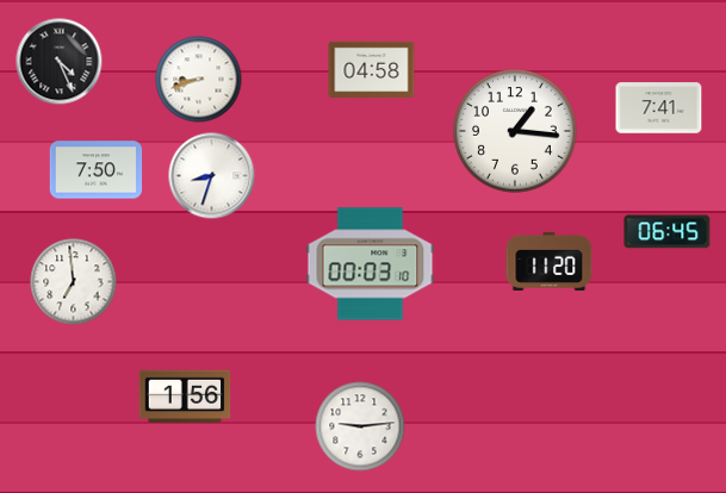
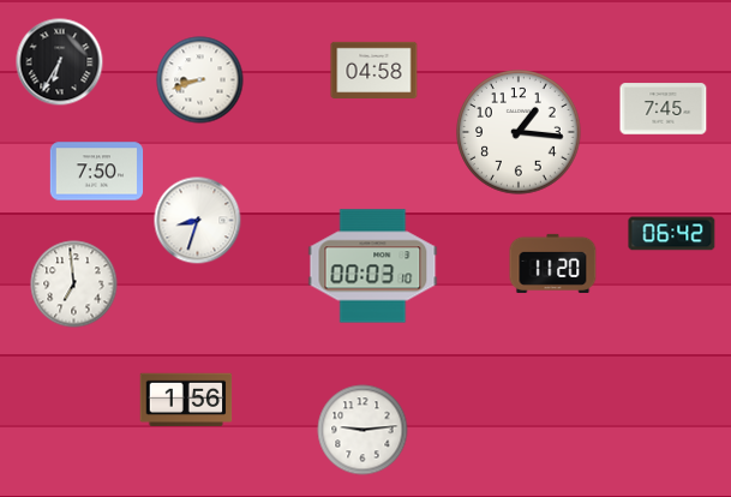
clock at (60, 62): 4:26 -> 6:35
clock at (659, 108): 7:41 -> 7:45
clock at (212, 176) position: (212, 176) -> (198, 221)
clock at (668, 232): 06:45 -> 06:42
